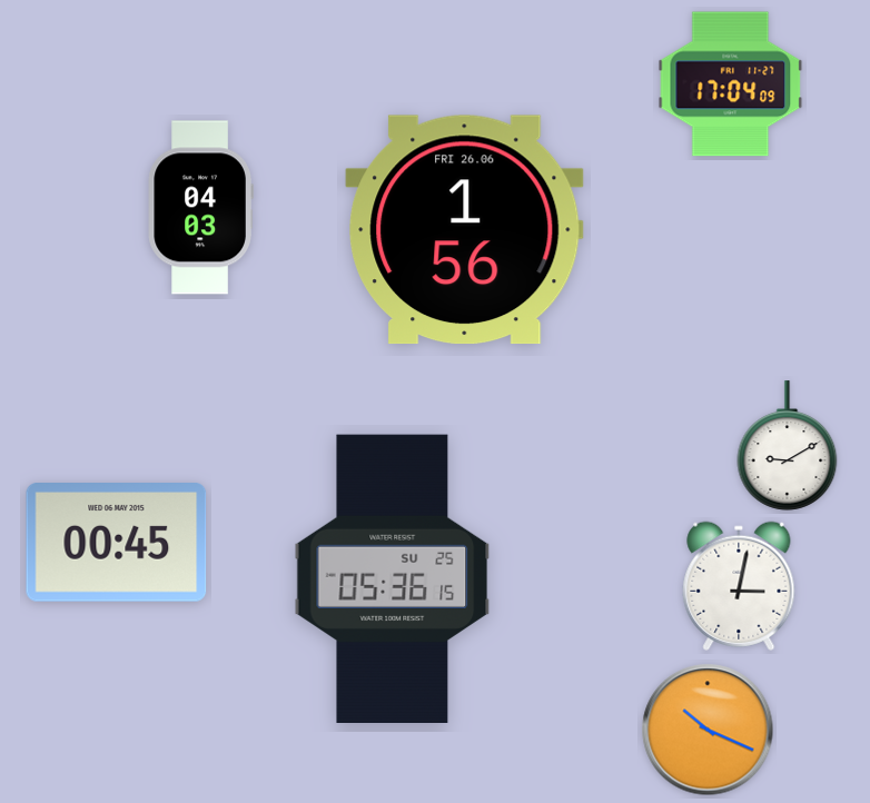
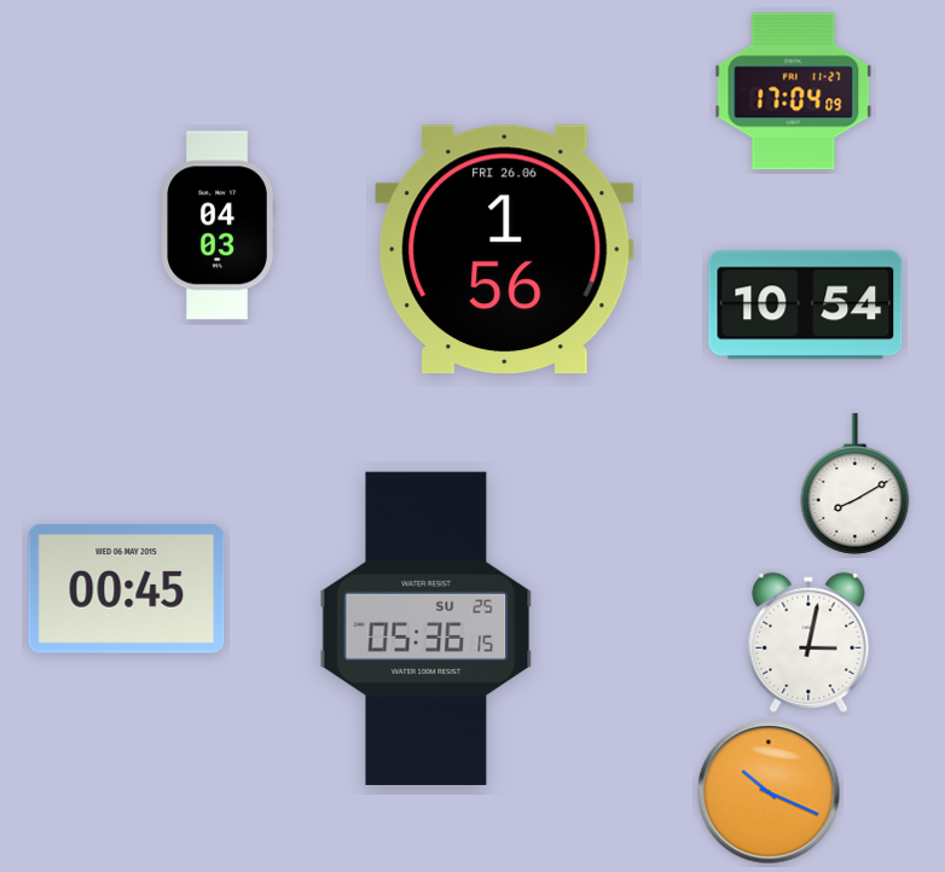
clock at (806, 306): none -> 10:54
clock at (788, 446): 9:10 -> 8:10
clock at (739, 586) position: (739, 586) -> (808, 643)
